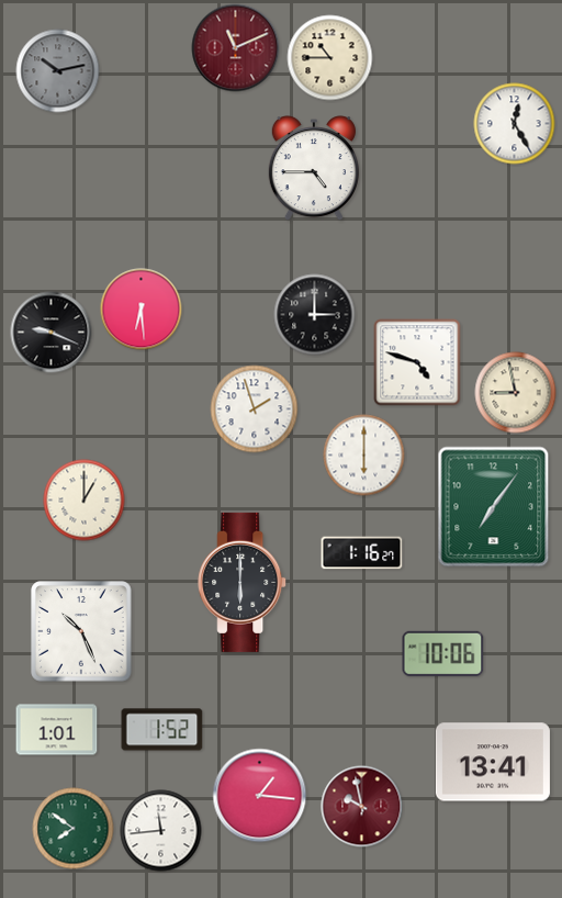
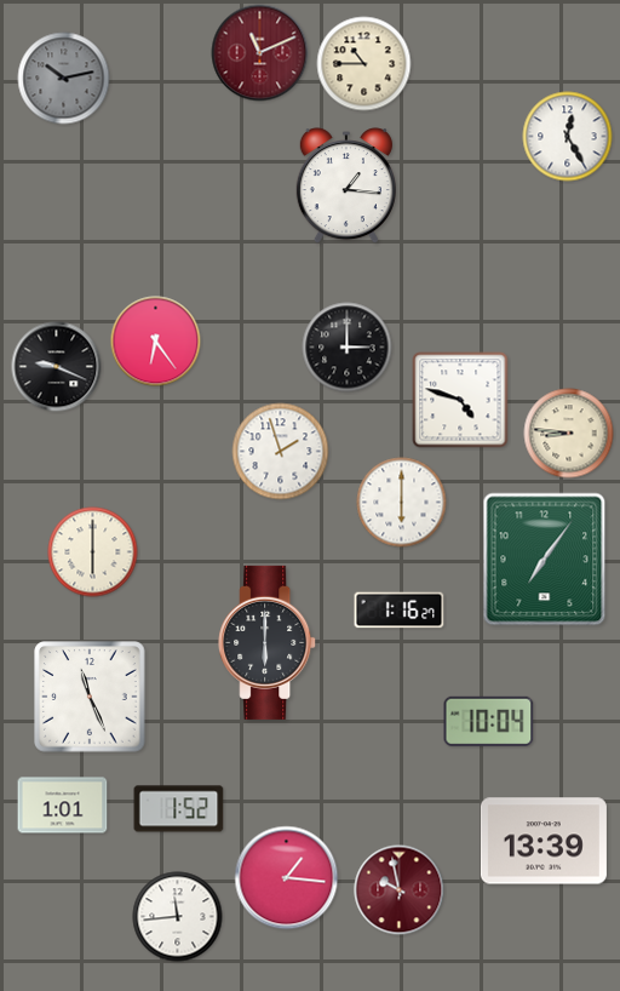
clock at (314, 169): 4:45 -> 1:16
clock at (142, 310): 6:29 -> 6:24
clock at (516, 393): 8:58 -> 8:46
clock at (85, 501): 1:00 -> 6:00
clock at (81, 631): 10:26 -> 11:26
clock at (443, 653): 10:06 -> 10:04
clock at (162, 730) position: (162, 730) -> (179, 809)
clock at (493, 762): 13:41 -> 13:39
clock at (74, 829): 7:51 -> none
